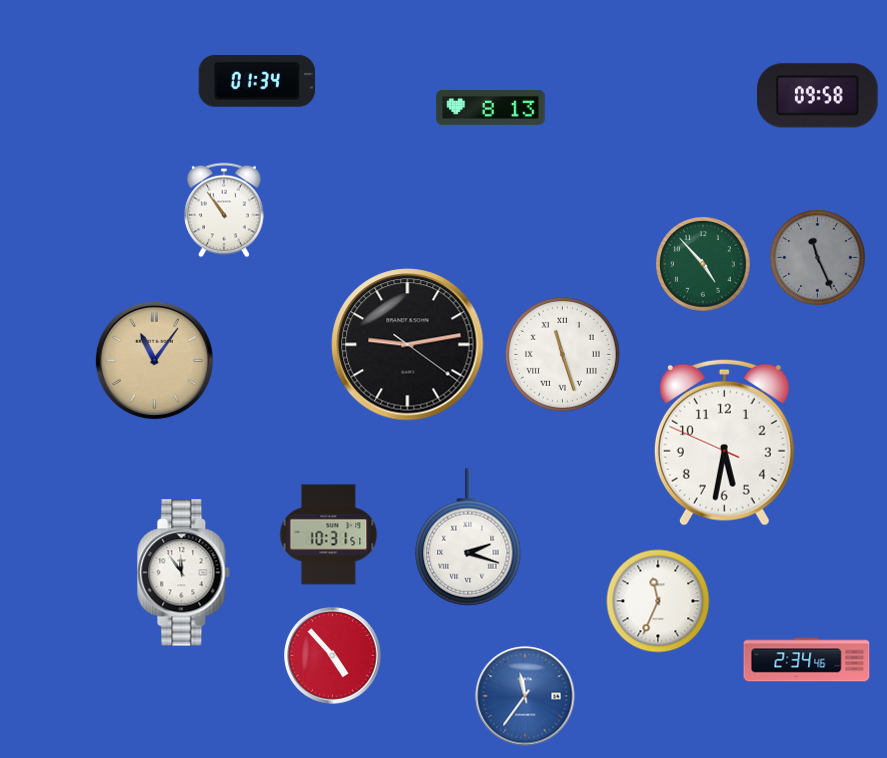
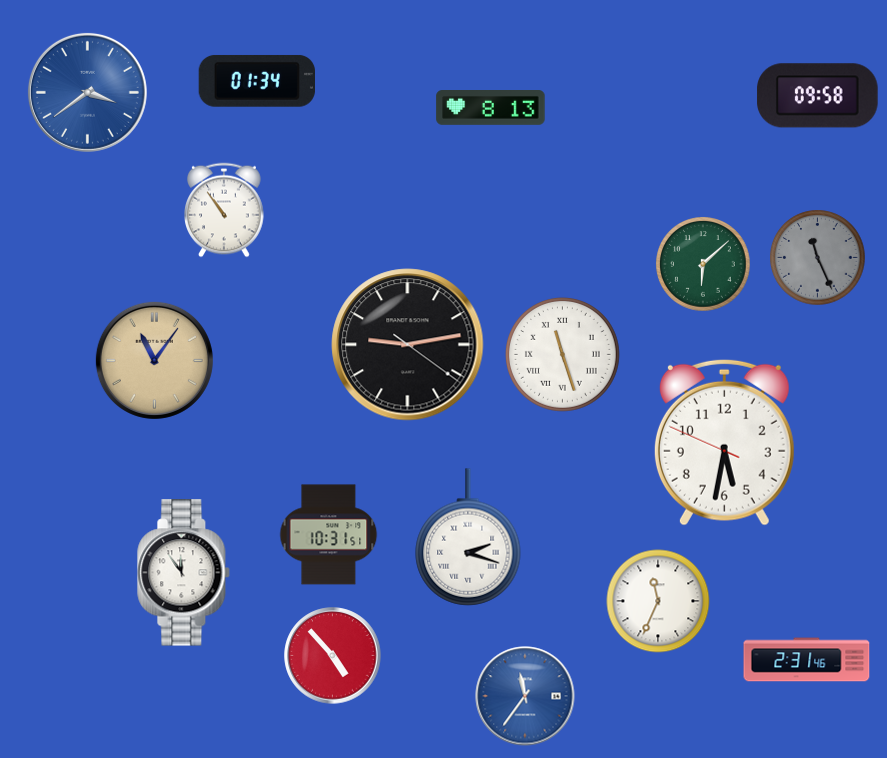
clock at (87, 92): none -> 3:39
clock at (703, 264): 4:53 -> 6:08
clock at (807, 660): 2:34 -> 2:31
